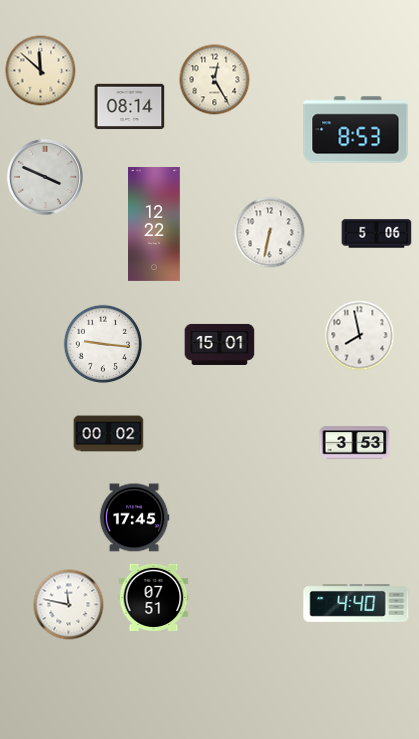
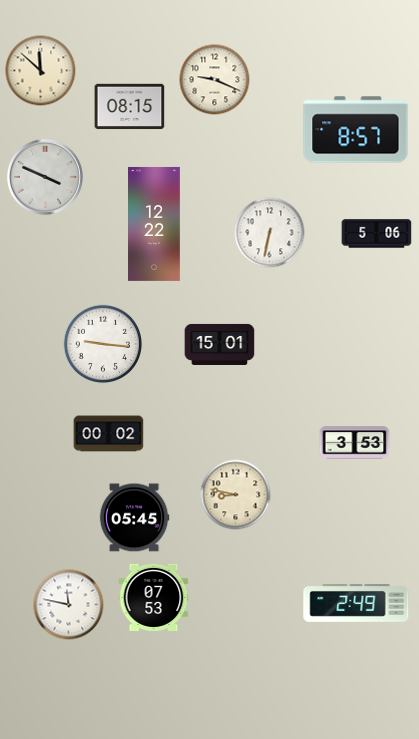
clock at (215, 80): 12:25 -> 9:19
clock at (130, 107): 08:14 -> 08:15
clock at (356, 130): 8:53 -> 8:57
clock at (360, 336): 7:58 -> none
clock at (236, 495): none -> 8:47
clock at (134, 518): 17:45 -> 05:45
clock at (154, 597): 07:51 -> 07:53
clock at (356, 604): 4:40 -> 2:49
